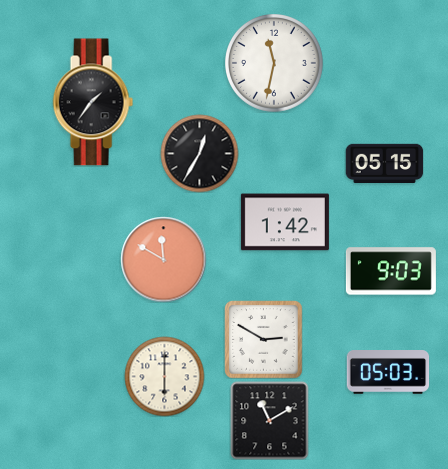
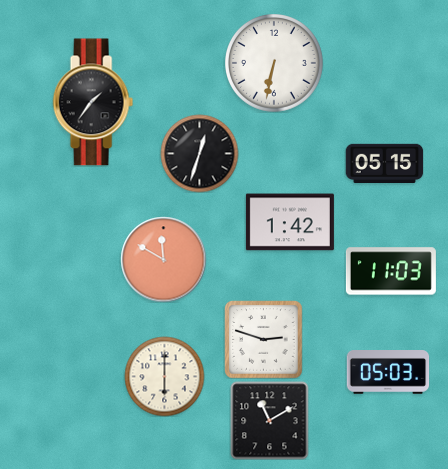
clock at (275, 64): 11:32 -> 6:32
clock at (199, 153): 12:35 -> 12:33
clock at (285, 222) position: (285, 222) -> (290, 222)
clock at (391, 271): 9:03 -> 11:03
clock at (263, 339): 2:50 -> 2:48
